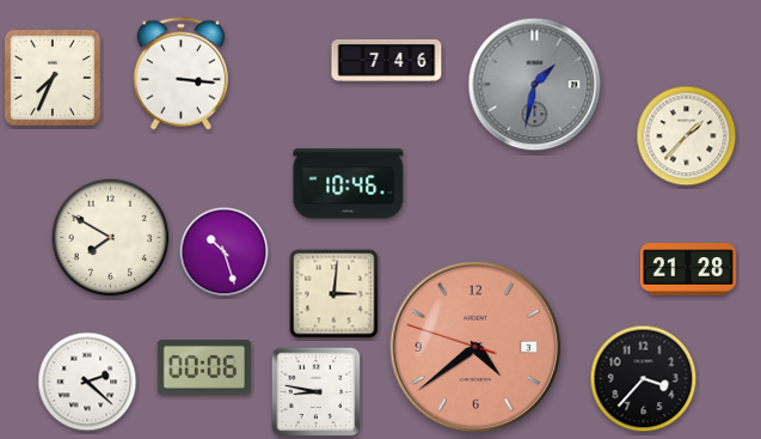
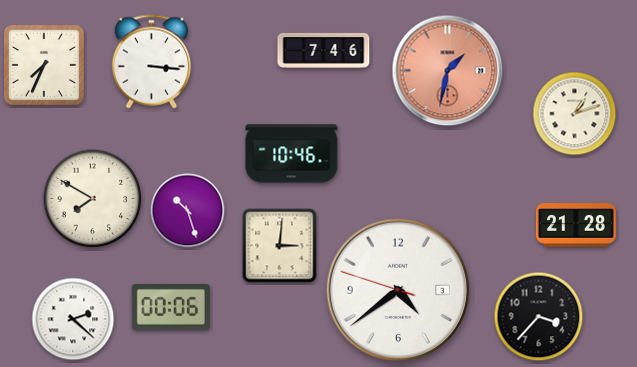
clock at (535, 85) dial: grey -> salmon
clock at (687, 136): 1:37 -> 1:12
clock at (475, 347) dial: salmon -> white
clock at (317, 392): 8:47 -> none
